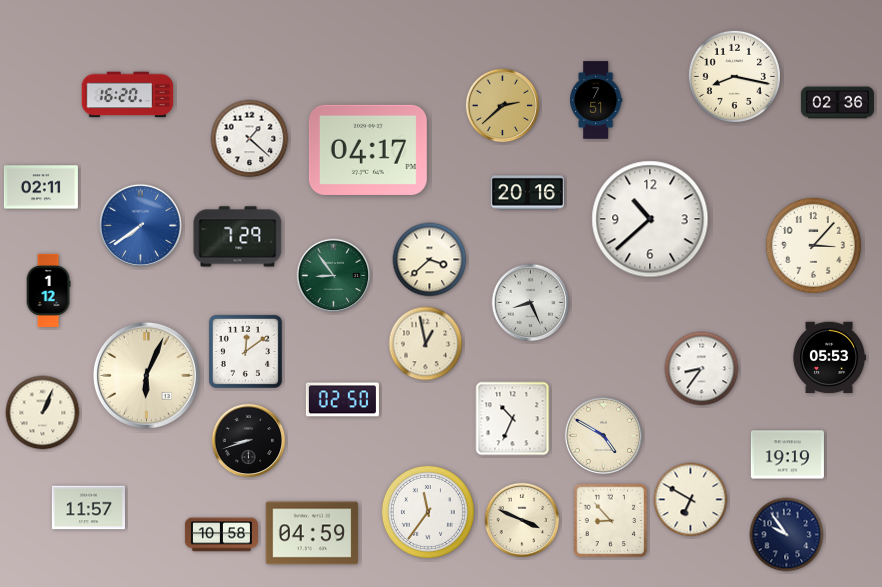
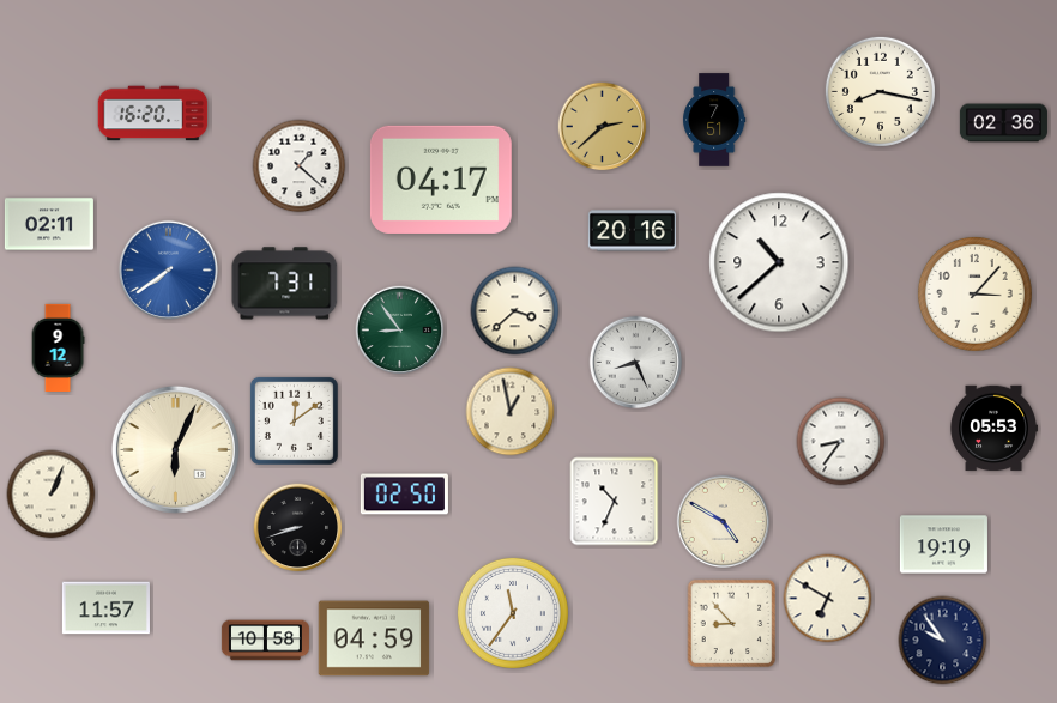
clock at (238, 237): 7:29 -> 7:31
clock at (48, 290): 1:12 -> 9:12
clock at (342, 400) position: (342, 400) -> (404, 495)
clock at (522, 520): 3:49 -> none
